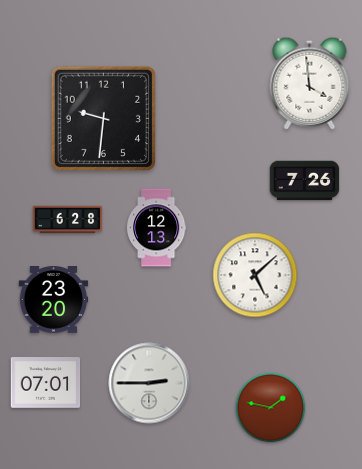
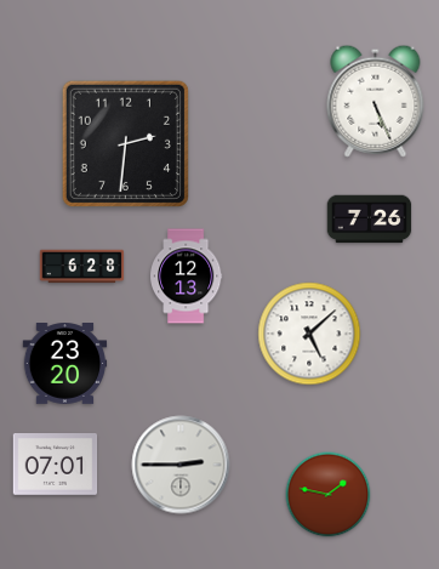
clock at (310, 83): 3:59 -> 5:26
clock at (103, 118): 9:31 -> 2:31
clock at (157, 228) position: (157, 228) -> (187, 277)
